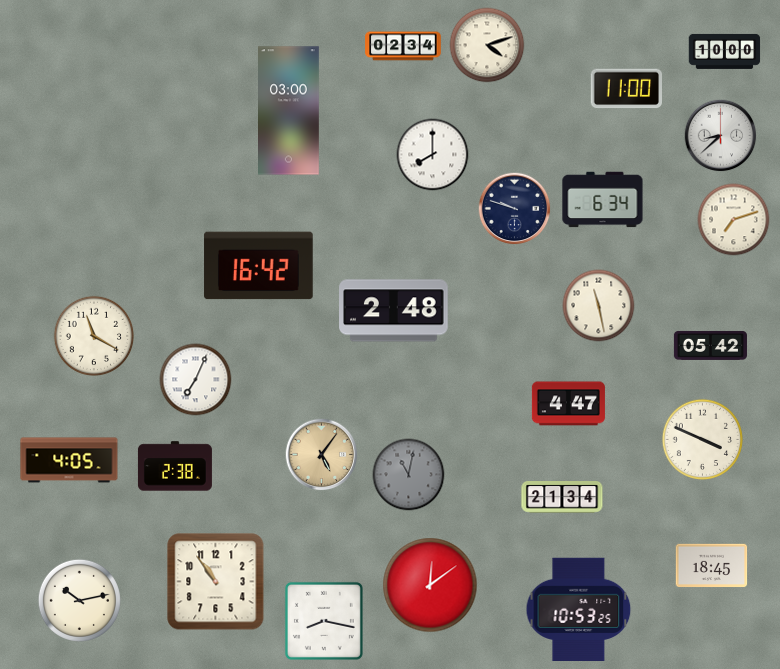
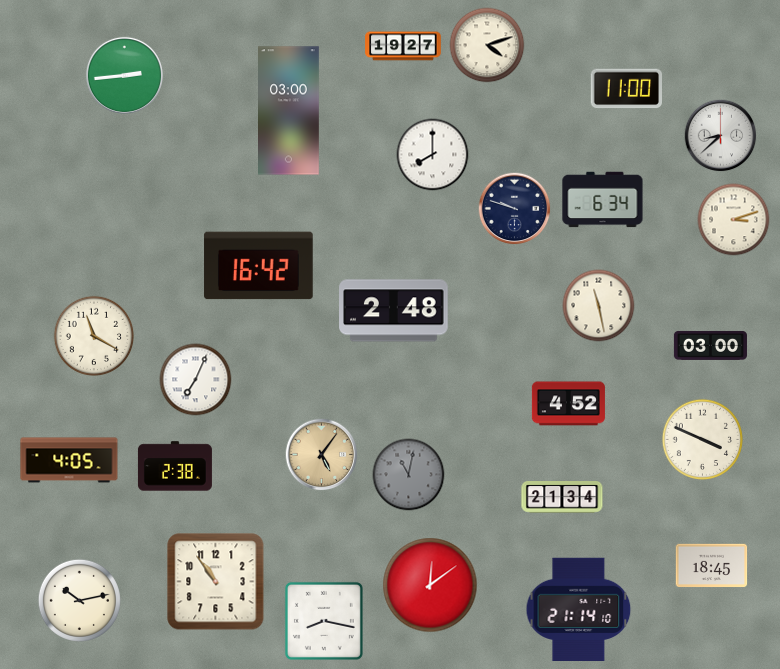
clock at (403, 46): 02:34 -> 19:27
clock at (725, 51): 10:00 -> none
clock at (124, 75): none -> 2:44
clock at (734, 220): 7:12 -> 3:12
clock at (710, 345): 05:42 -> 03:00
clock at (568, 404): 4:47 -> 4:52
clock at (579, 609): 10:53 -> 21:14
